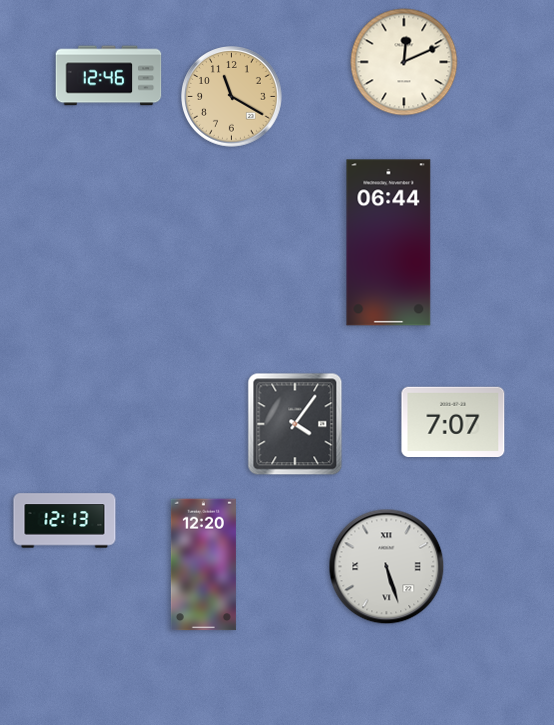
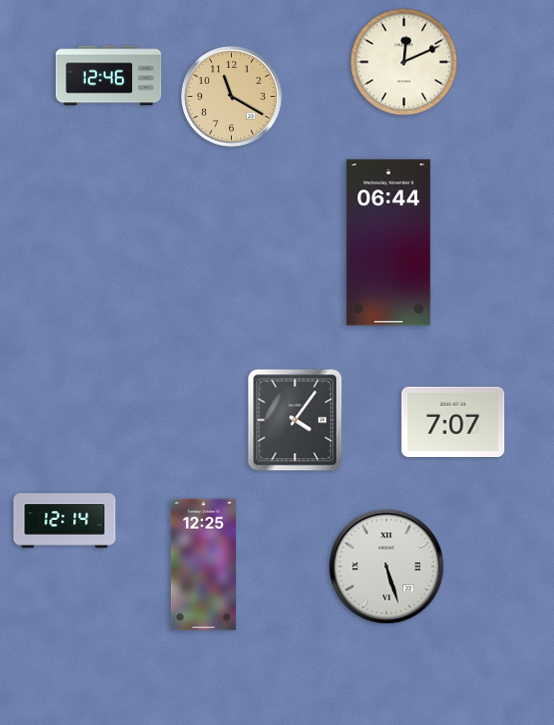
clock at (295, 424) position: (295, 424) -> (295, 420)
clock at (65, 521): 12:13 -> 12:14
clock at (203, 565): 12:20 -> 12:25
